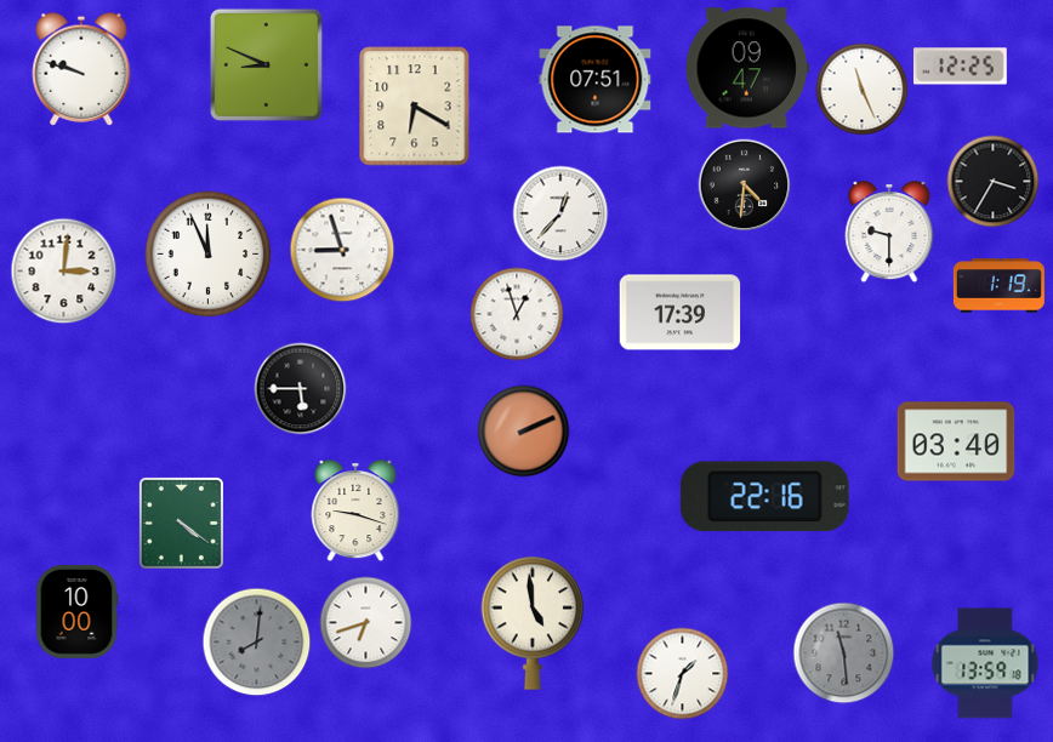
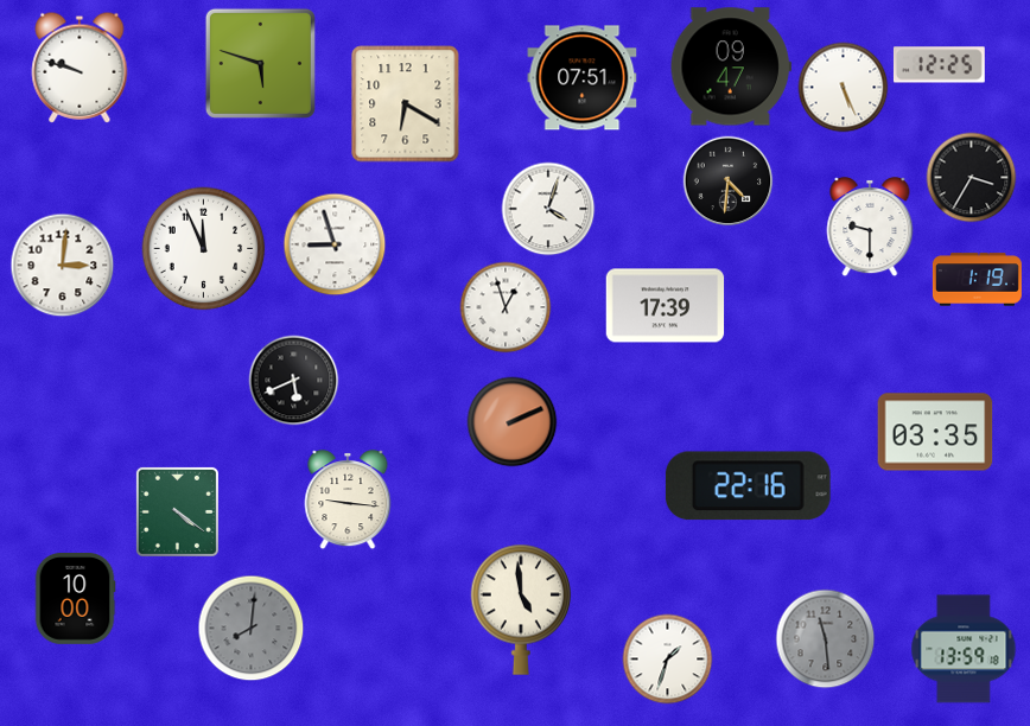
clock at (266, 64): 8:49 -> 5:48
clock at (863, 90): 11:26 -> 5:26
clock at (560, 213): 12:37 -> 4:03
clock at (301, 389): 5:45 -> 5:41
clock at (956, 441): 03:40 -> 03:35
clock at (355, 512): 9:18 -> 9:16
clock at (366, 623): 6:42 -> none
